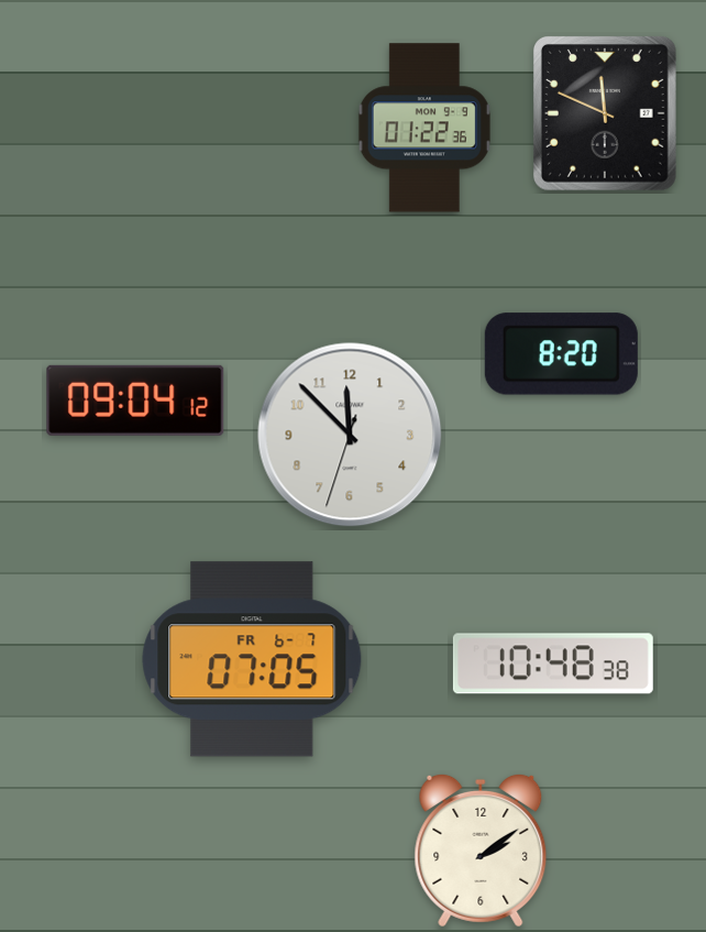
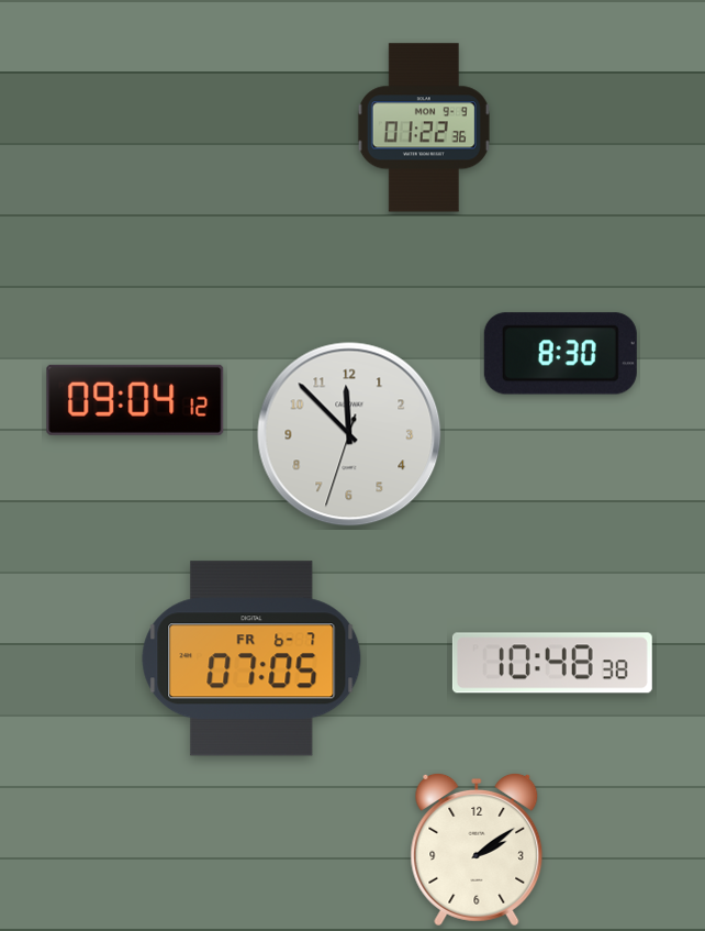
clock at (605, 113): 11:49 -> none
clock at (561, 354): 8:20 -> 8:30
clock at (481, 851) position: (481, 851) -> (477, 850)
